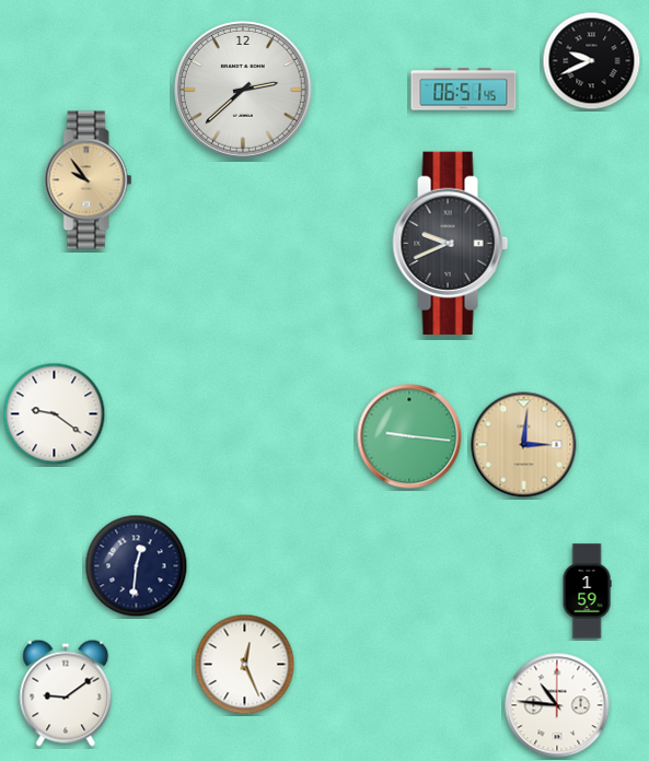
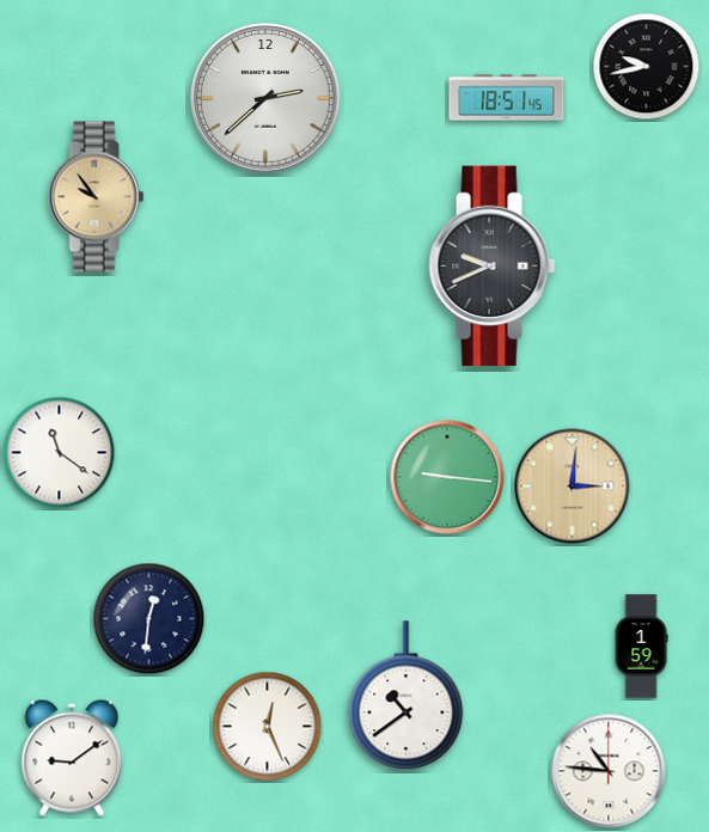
clock at (592, 61): 9:41 -> 9:43
clock at (464, 90): 06:51 -> 18:51
clock at (55, 414): 9:21 -> 11:21
clock at (407, 696): none -> 10:39
